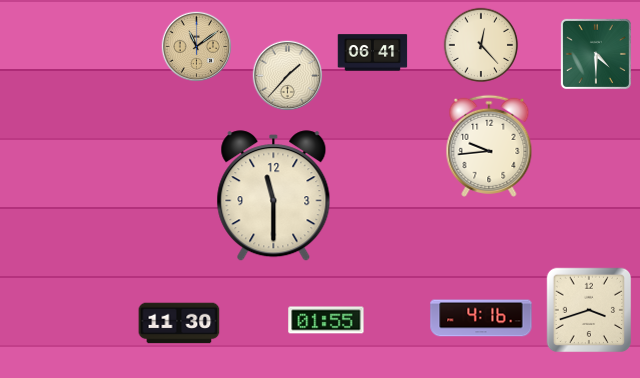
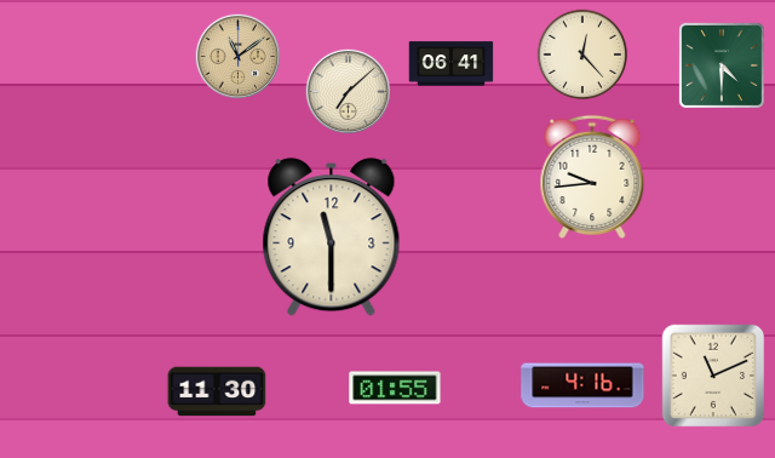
clock at (288, 76): 1:37 -> 7:08
clock at (589, 310): 3:42 -> 11:11
